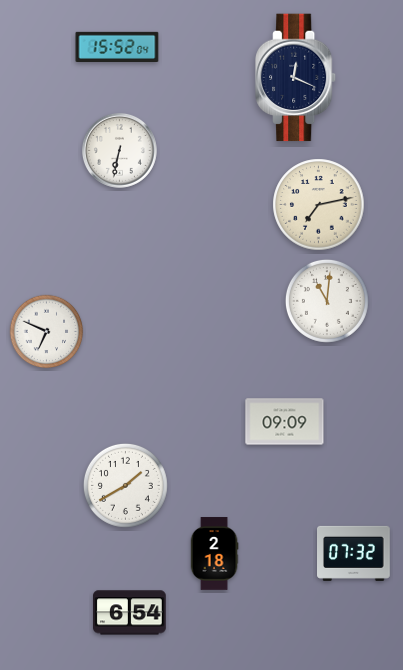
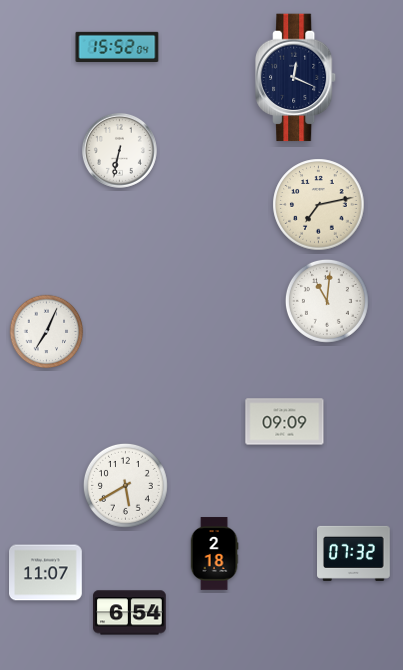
clock at (47, 332): 6:49 -> 7:04
clock at (125, 485): 1:40 -> 5:40
clock at (46, 573): none -> 11:07
